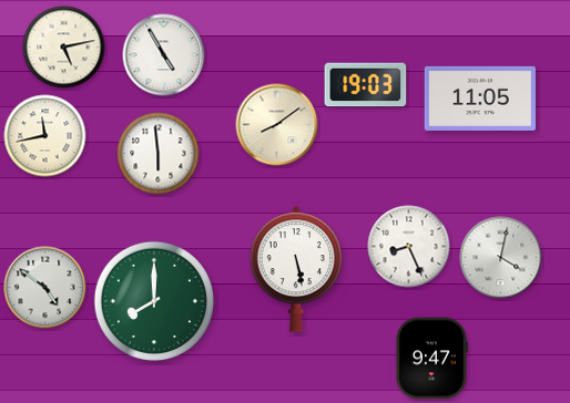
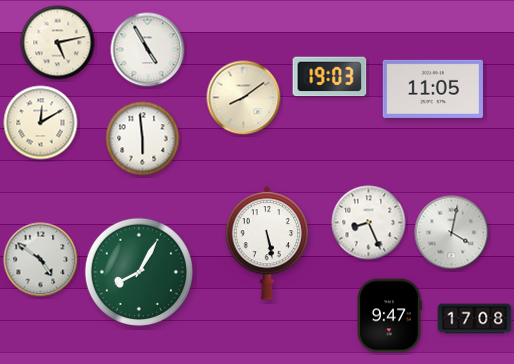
clock at (277, 125) position: (277, 125) -> (244, 98)
clock at (45, 136): 11:43 -> 12:10
clock at (153, 300): 8:00 -> 8:05
clock at (475, 319): none -> 17:08
clock at (432, 359) position: (432, 359) -> (390, 316)
